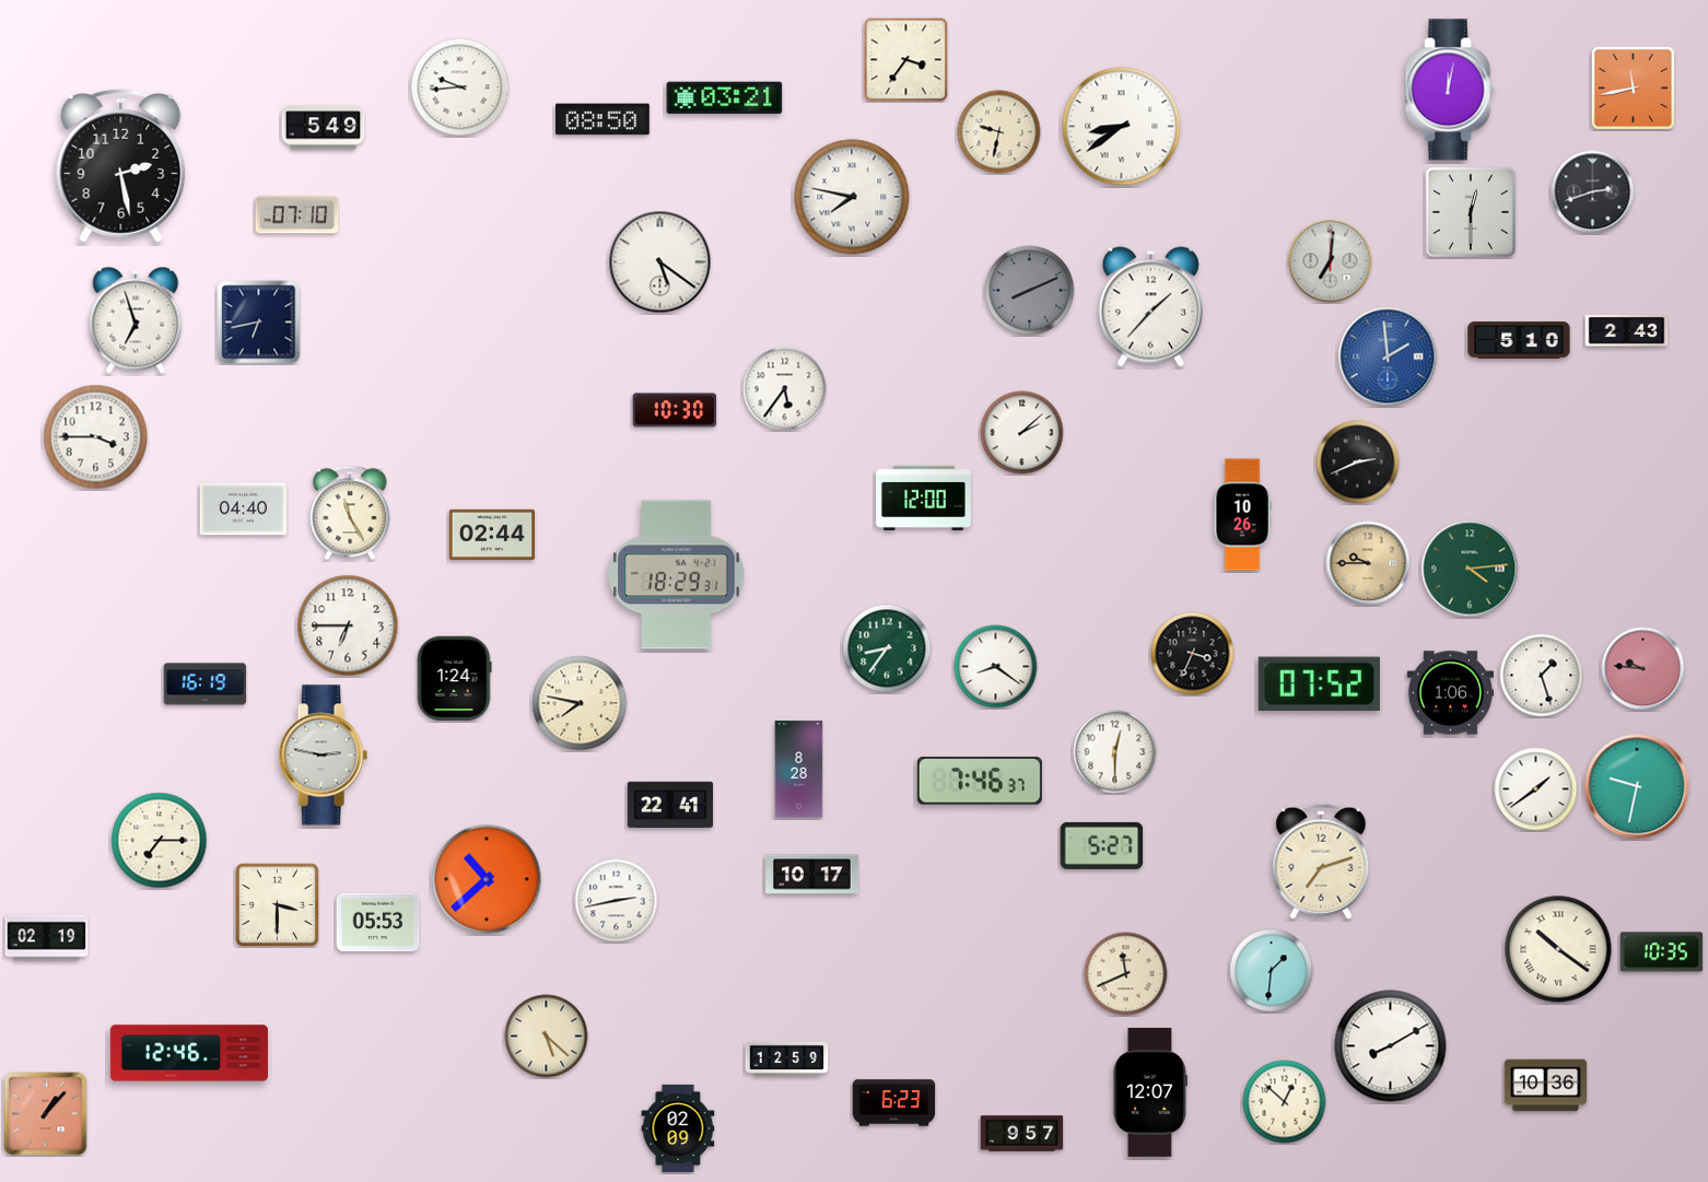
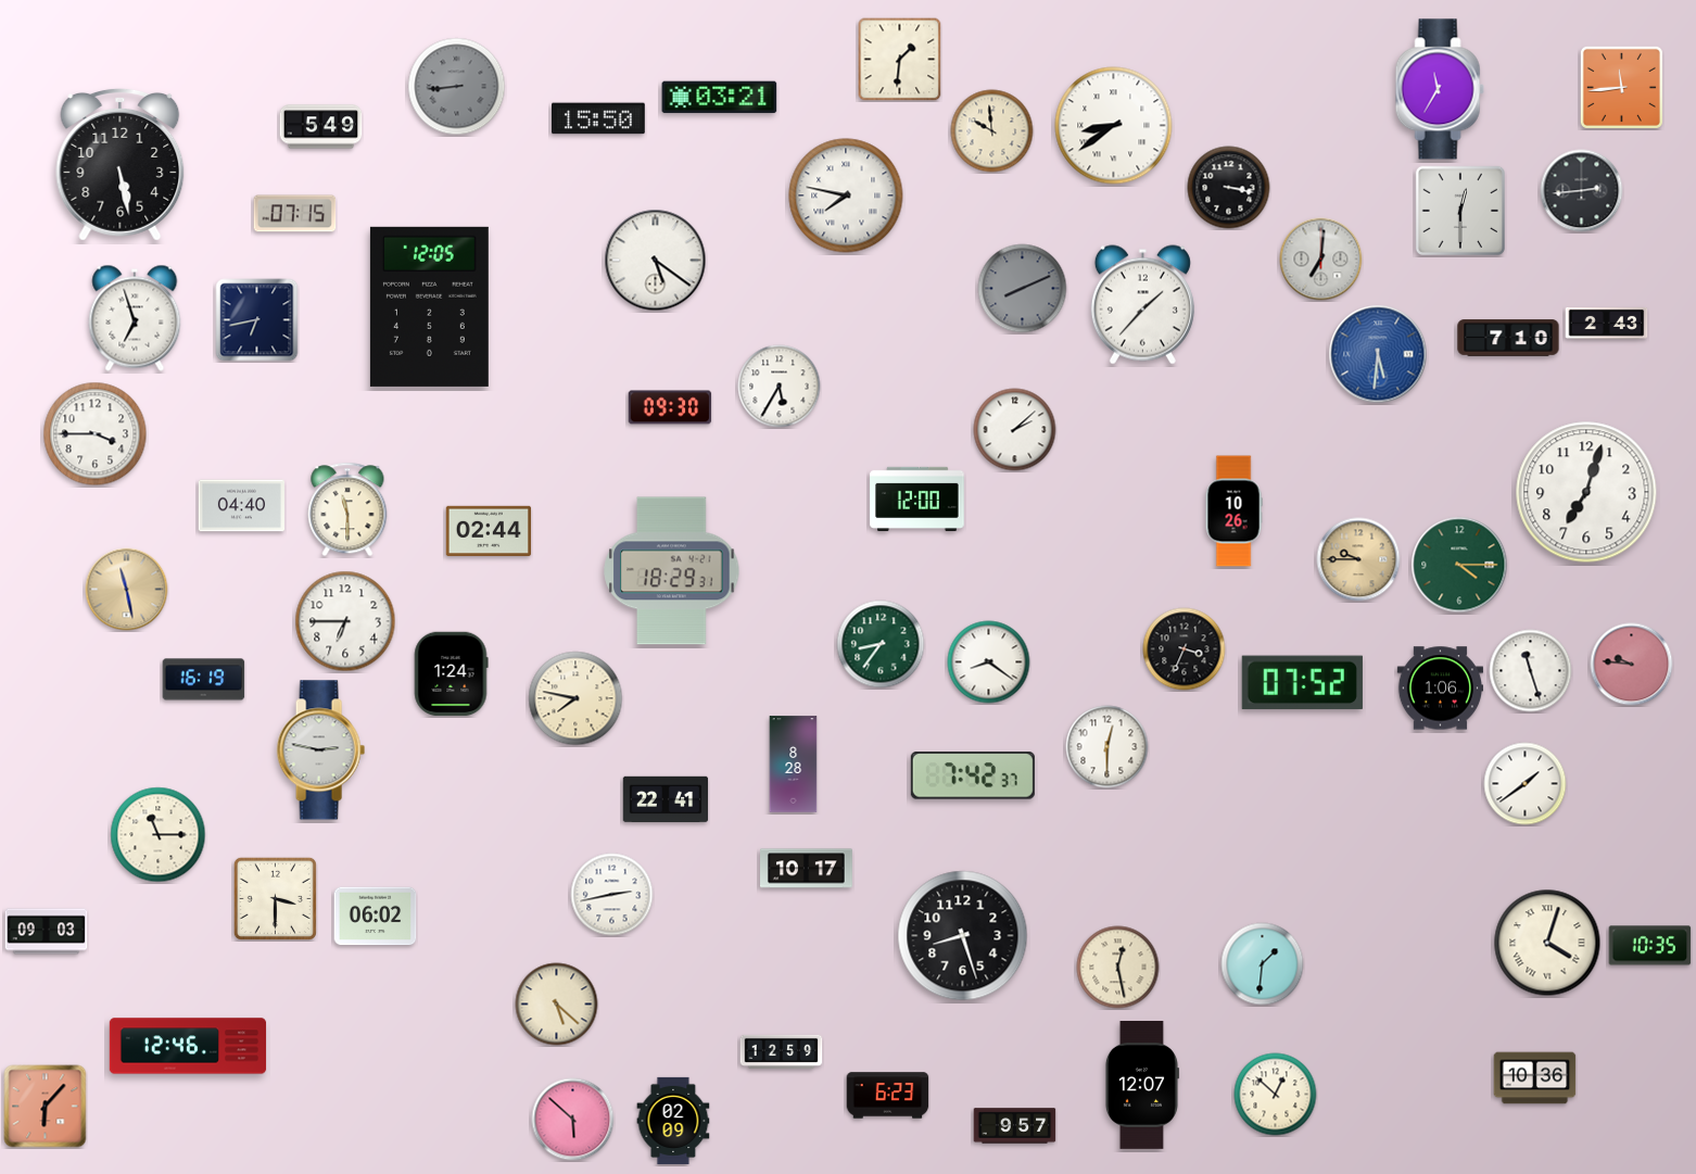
clock at (906, 60): 3:36 -> 1:31
clock at (460, 87): 9:44 -> 8:44
clock at (460, 87) dial: white -> grey
clock at (1633, 87): 11:43 -> 11:44
clock at (1450, 90): 12:02 -> 11:35
clock at (604, 119): 08:50 -> 15:50
clock at (999, 132): 9:32 -> 9:59
clock at (121, 165): 2:28 -> 5:28
clock at (1229, 188): none -> 3:17
clock at (1593, 192): 2:42 -> 2:44
clock at (297, 215): 07:10 -> 07:15
clock at (429, 306): none -> 12:05
clock at (1627, 330) position: (1627, 330) -> (1607, 323)
clock at (1519, 340): 5:10 -> 7:10
clock at (1388, 356): 1:59 -> 5:31
clock at (785, 389): 5:36 -> 5:35
clock at (675, 410): 10:30 -> 09:30
clock at (1358, 463): 2:41 -> none
clock at (1586, 492): none -> 7:03
clock at (924, 498) position: (924, 498) -> (917, 498)
clock at (350, 513): 11:25 -> 11:30
clock at (1470, 569): 4:14 -> 4:15
clock at (127, 590): none -> 11:28
clock at (1542, 676): 1:27 -> 11:27
clock at (1319, 684) position: (1319, 684) -> (1302, 683)
clock at (980, 781): 7:46 -> 7:42
clock at (1637, 786): 9:32 -> none
clock at (160, 841): 7:15 -> 11:15
clock at (1102, 845): 5:27 -> none
clock at (1321, 862): 7:12 -> none
clock at (487, 879): 10:38 -> none
clock at (378, 923): 05:53 -> 06:02
clock at (47, 938): 02:19 -> 09:03
clock at (963, 936): none -> 8:27
clock at (1558, 949): 10:21 -> 4:03
clock at (1126, 974): 11:41 -> 12:28
clock at (547, 1037) position: (547, 1037) -> (557, 1005)
clock at (1391, 1046): 8:10 -> none
clock at (46, 1114): 1:07 -> 6:07
clock at (573, 1120): none -> 5:52
